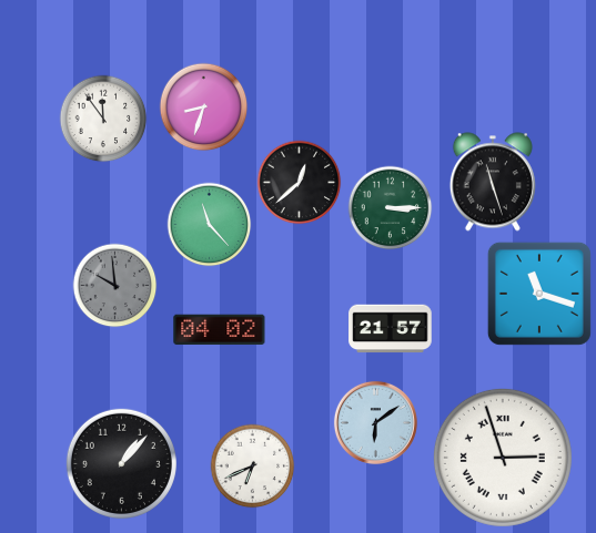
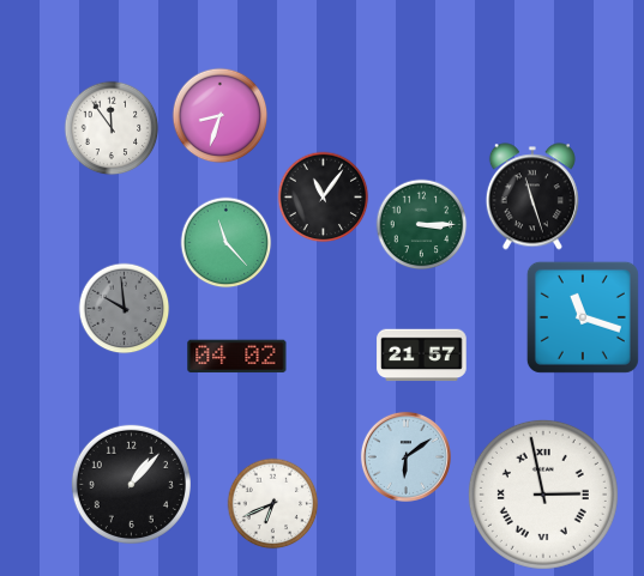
clock at (300, 183): 12:38 -> 11:06
clock at (503, 458): 2:57 -> 2:58
clock at (121, 463) position: (121, 463) -> (131, 484)
